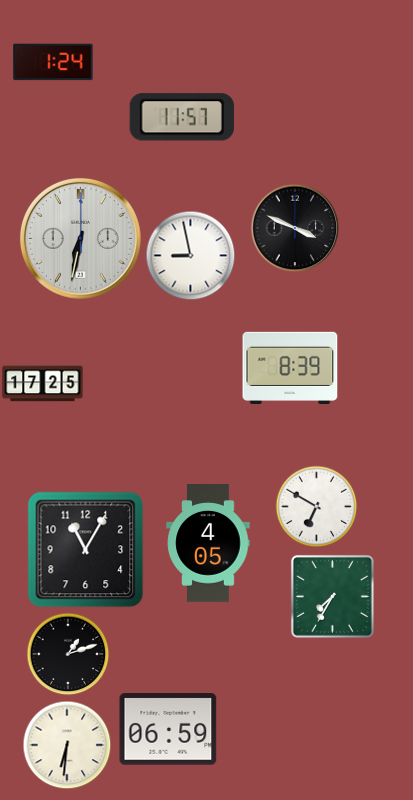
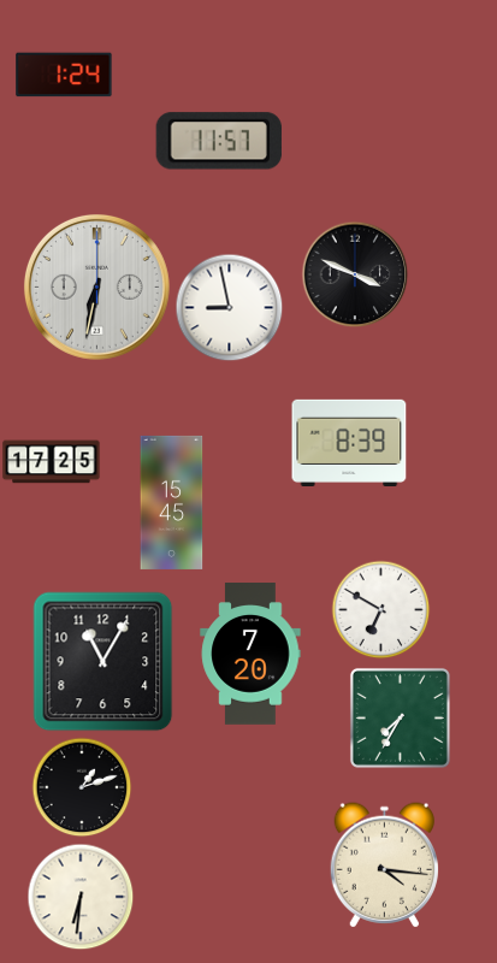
clock at (172, 502): none -> 15:45
clock at (208, 543): 4:05 -> 7:20
clock at (384, 865): none -> 4:16
clock at (168, 729): 06:59 -> none
